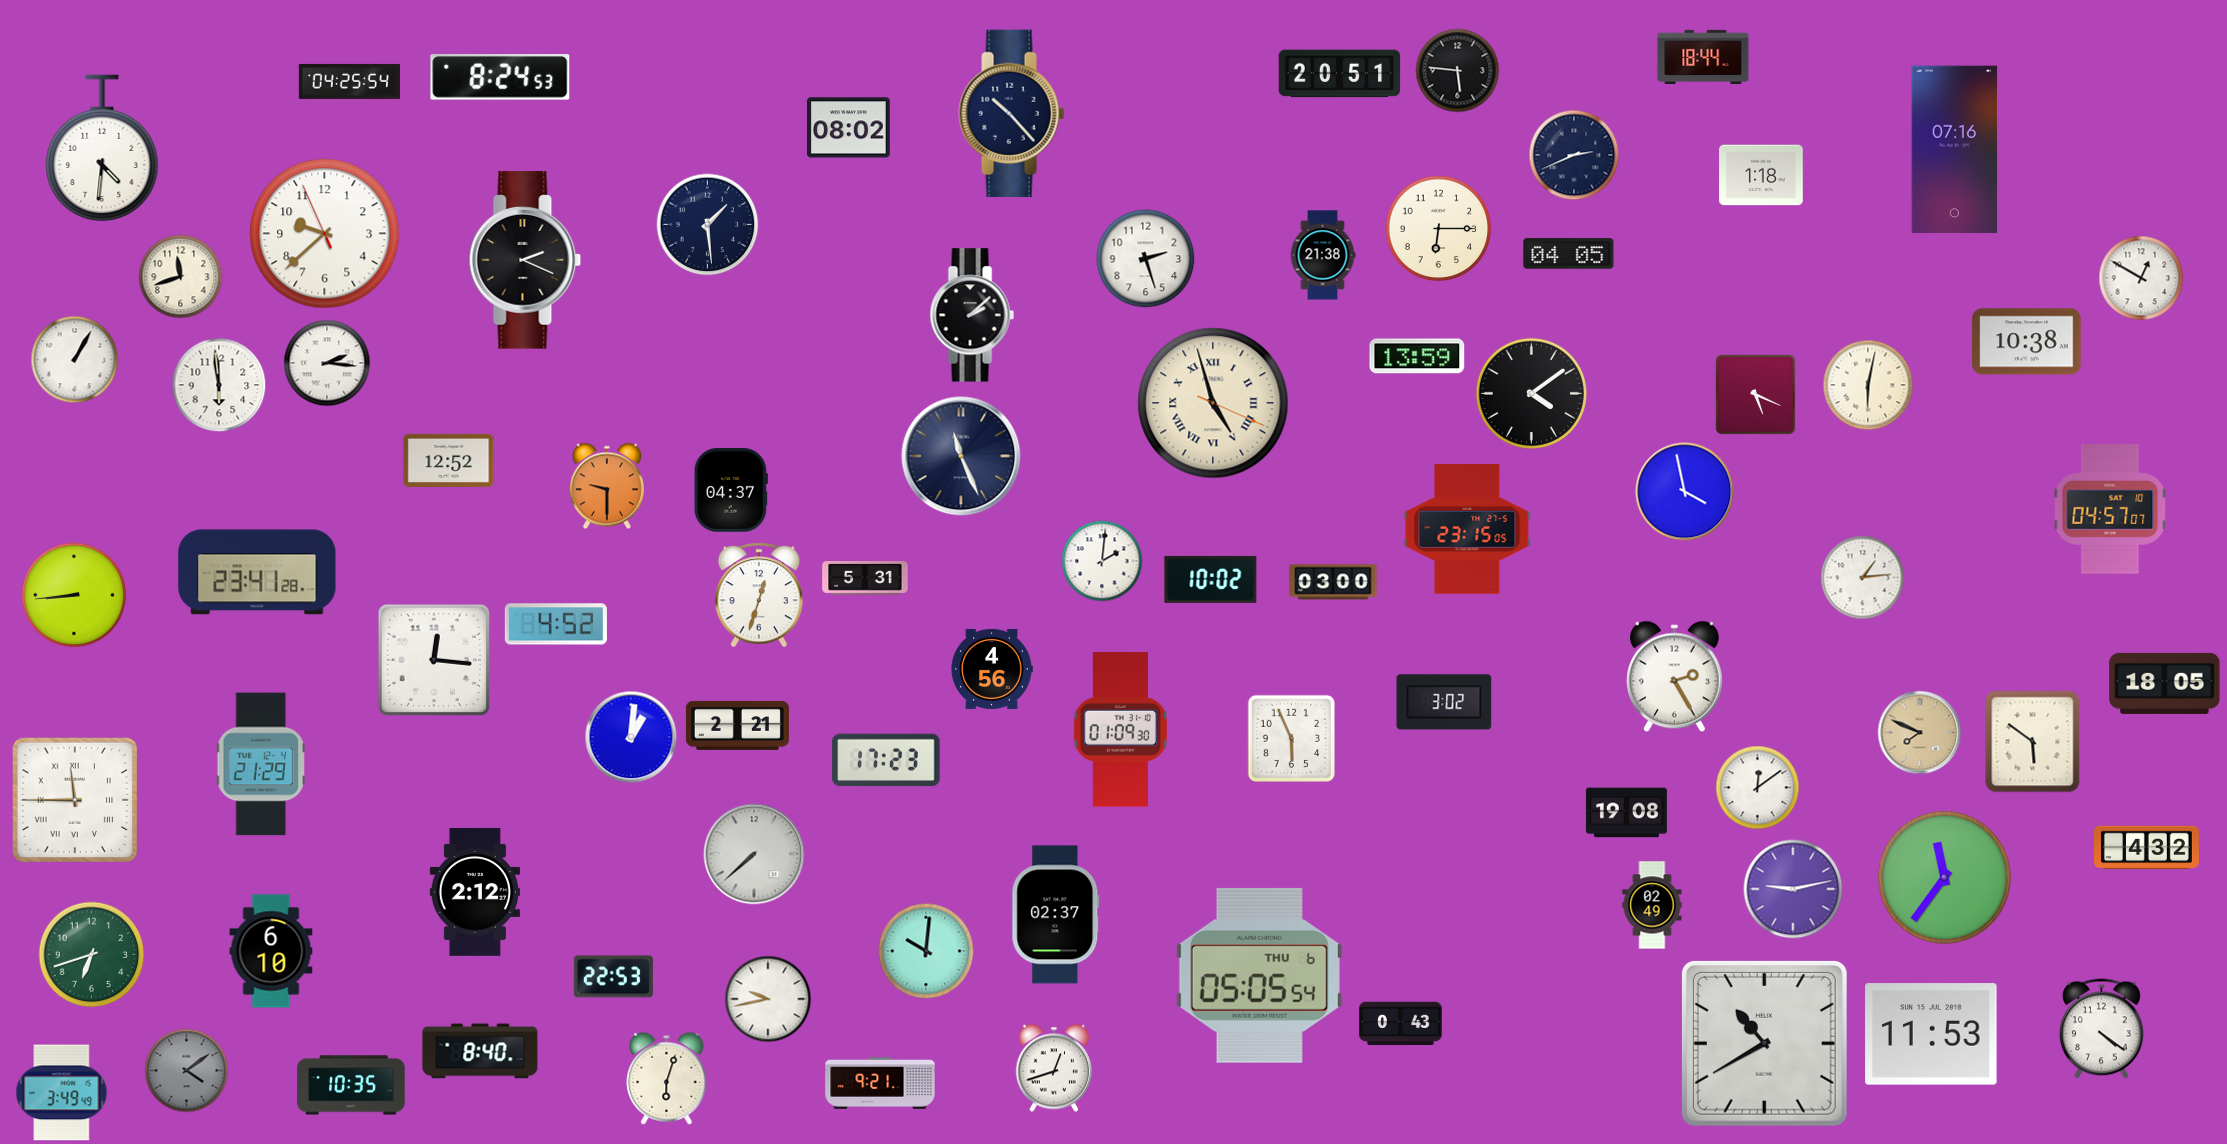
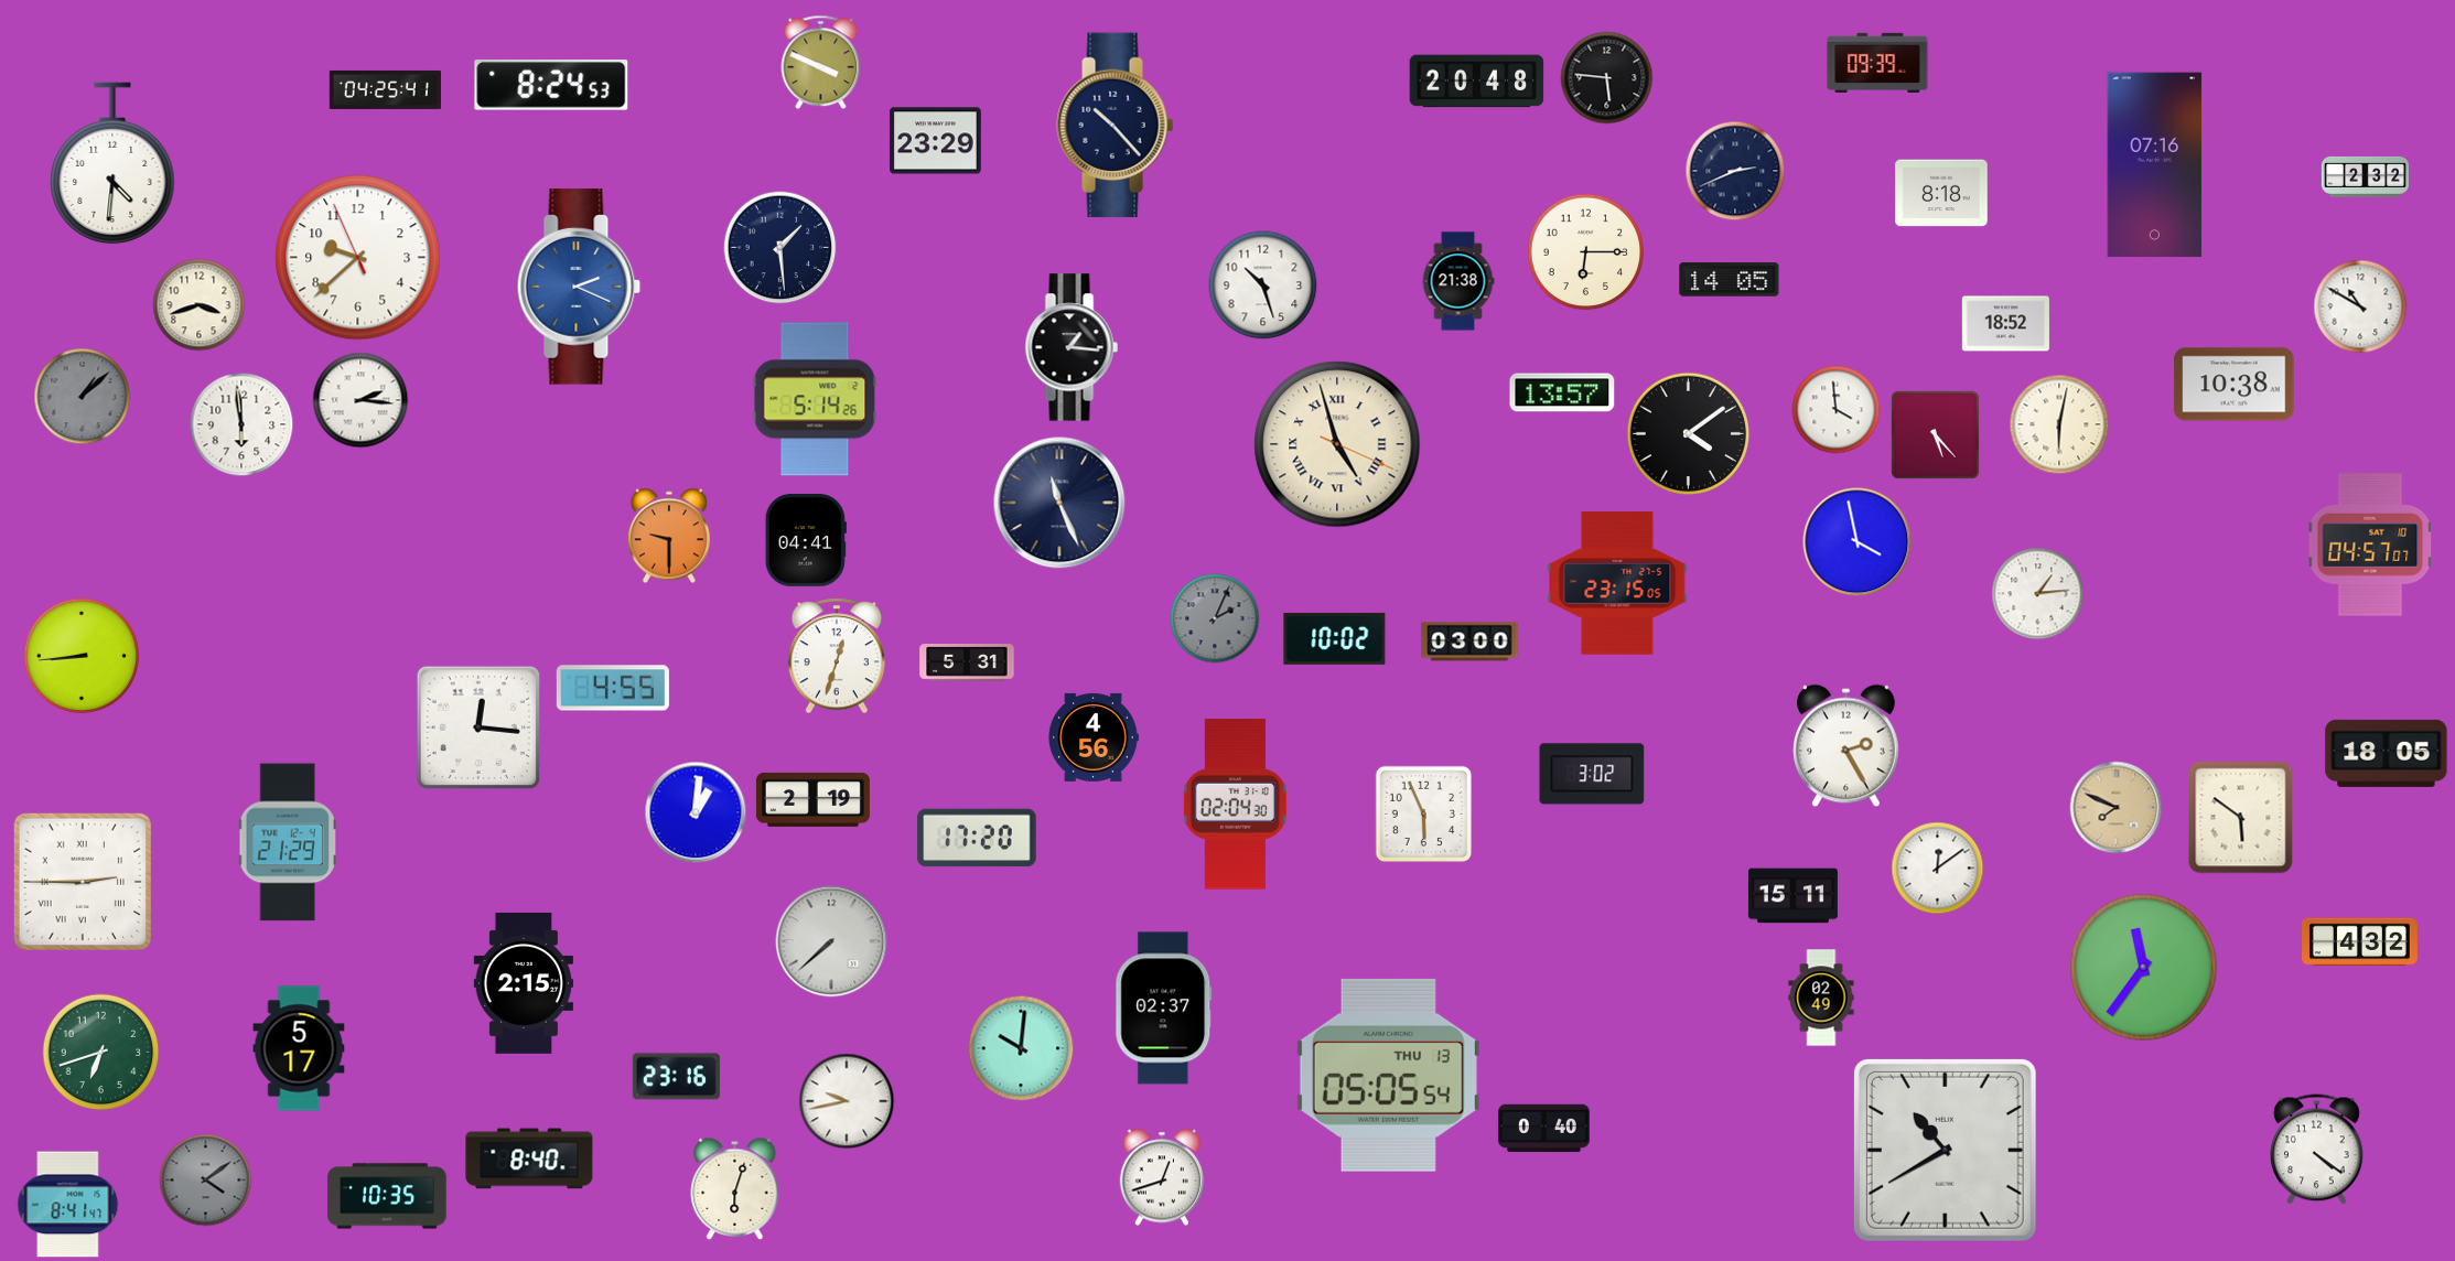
clock at (1703, 56): 18:44 -> 09:39
clock at (821, 63): none -> 3:49
clock at (1340, 74): 20:51 -> 20:48
clock at (349, 81): 04:25:54 -> 04:25:41
clock at (849, 128): 08:02 -> 23:29
clock at (2365, 176): none -> 2:32
clock at (1761, 175): 1:18 -> 8:18
clock at (1569, 254): 04:05 -> 14:05
clock at (1146, 259): 2:27 -> 10:27
clock at (525, 260) dial: black -> blue
clock at (181, 277): 11:42 -> 3:42
clock at (2141, 278): 12:50 -> 10:50
clock at (2005, 324): none -> 18:52
clock at (972, 315): 2:08 -> 1:16
clock at (2027, 342) position: (2027, 342) -> (2235, 385)
clock at (1417, 356): 13:59 -> 13:57
clock at (75, 360): 1:05 -> 1:08
clock at (75, 360) dial: white -> grey
clock at (815, 399): none -> 5:14
clock at (1837, 410): none -> 3:59
clock at (1756, 395): 5:19 -> 5:23
clock at (449, 460): 12:52 -> none
clock at (731, 490): 04:37 -> 04:41
clock at (2110, 509) position: (2110, 509) -> (2370, 545)
clock at (1102, 561): 2:01 -> 2:04
clock at (1102, 561) dial: white -> grey
clock at (257, 572): 23:41 -> none
clock at (865, 578) position: (865, 578) -> (967, 662)
clock at (1863, 578) position: (1863, 578) -> (2038, 594)
clock at (556, 624): 4:52 -> 4:55
clock at (737, 725): 2:21 -> 2:19
clock at (1120, 730): 01:09 -> 02:04
clock at (886, 760): 17:23 -> 17:20
clock at (74, 799): 11:45 -> 2:45
clock at (1626, 813): 19:08 -> 15:11
clock at (2147, 848) position: (2147, 848) -> (2360, 942)
clock at (1793, 889): 9:13 -> none
clock at (475, 892): 2:12 -> 2:15
clock at (271, 951): 6:10 -> 5:17
clock at (1259, 975) date: THU 6 -> THU 13
clock at (613, 977): 22:53 -> 23:16
clock at (1401, 1024): 0:43 -> 0:40
clock at (2102, 1029) position: (2102, 1029) -> (2317, 1150)
clock at (1931, 1034): 11:53 -> none
clock at (880, 1084): 9:21 -> none
clock at (62, 1093): 3:49 -> 8:41
